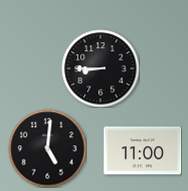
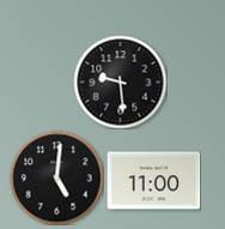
clock at (100, 68): 8:45 -> 9:29
clock at (142, 151) position: (142, 151) -> (153, 181)
